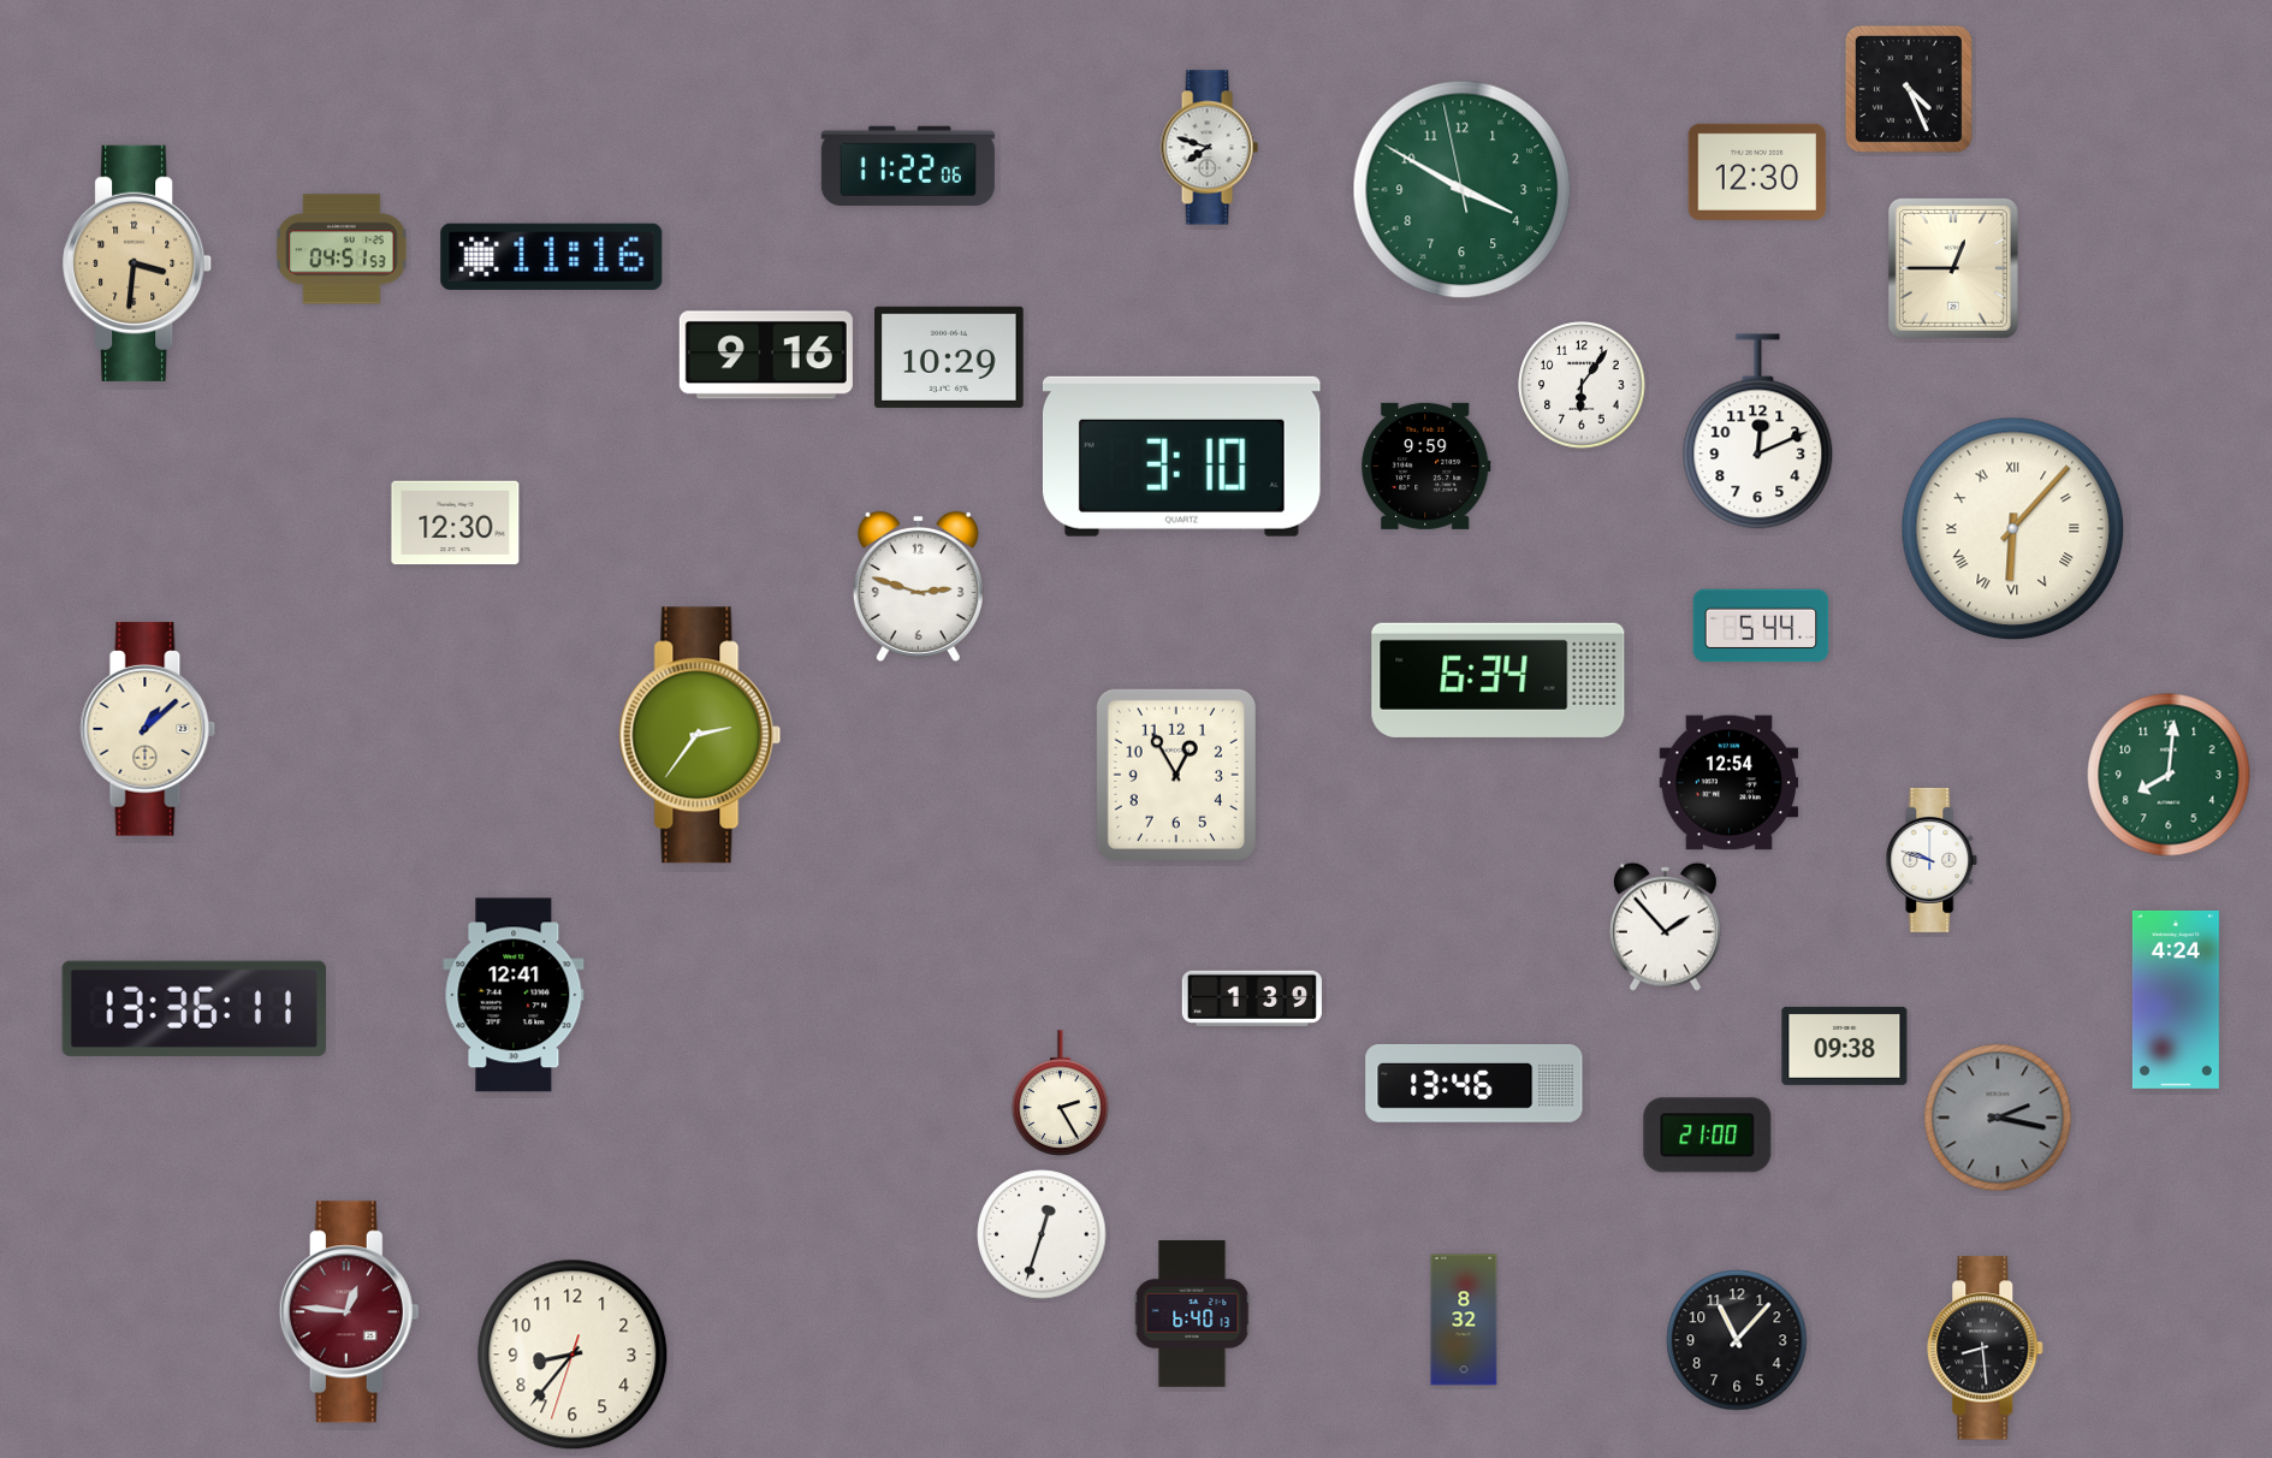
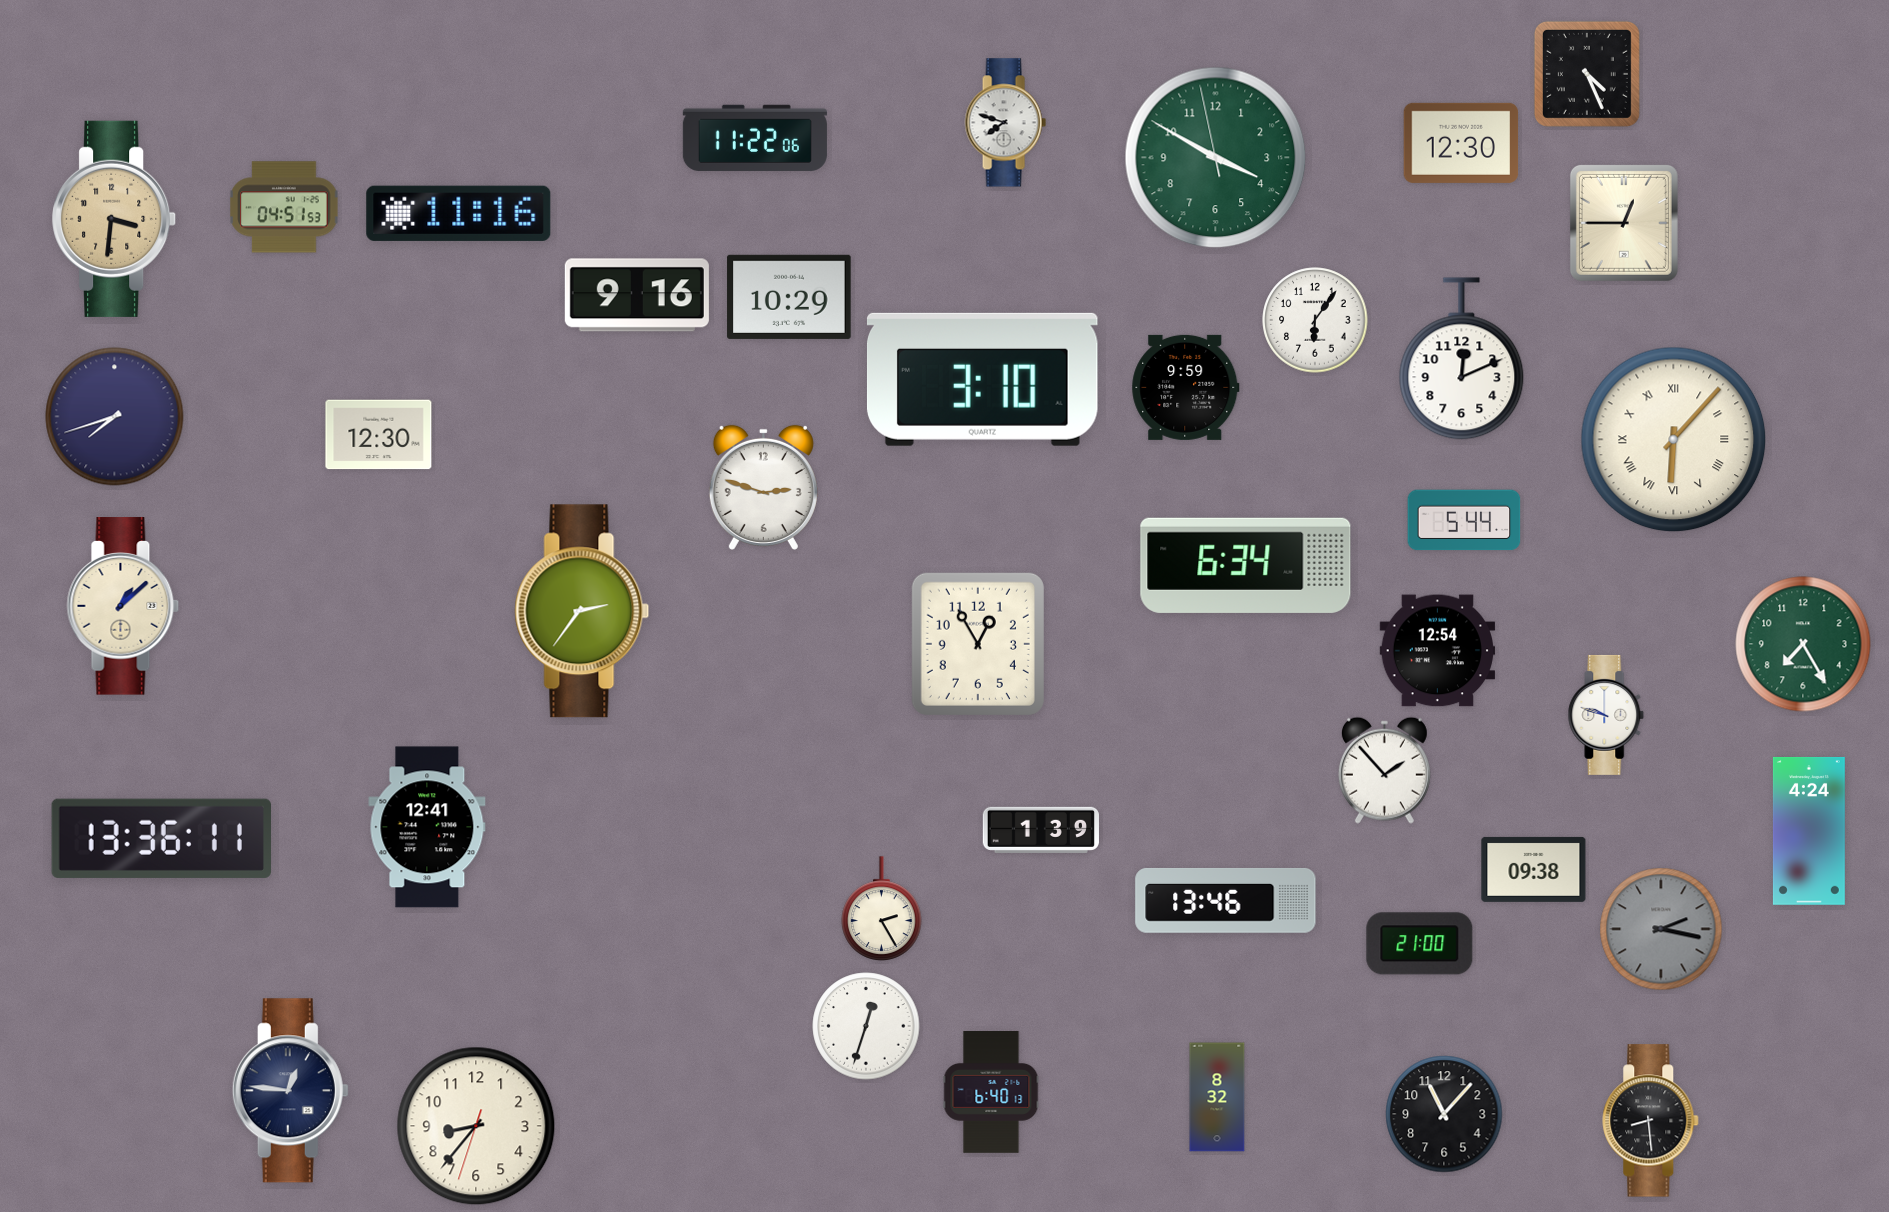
clock at (115, 417): none -> 7:42
clock at (2169, 775): 8:01 -> 7:25
clock at (349, 1312) dial: burgundy -> navy
